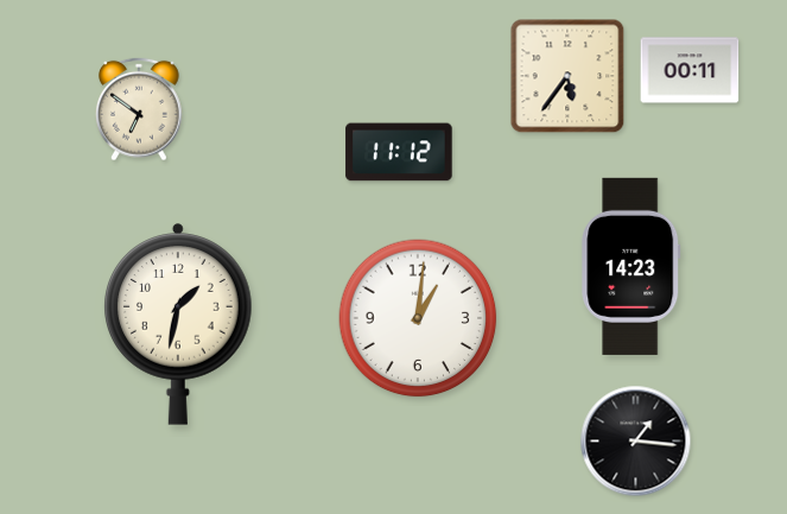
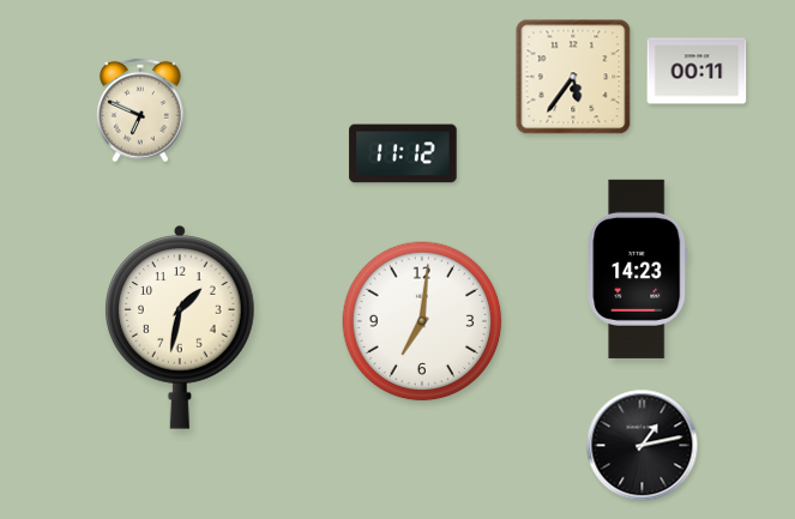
clock at (140, 109): 6:51 -> 6:49
clock at (418, 318): 1:01 -> 7:01
clock at (636, 442): 1:16 -> 1:13
